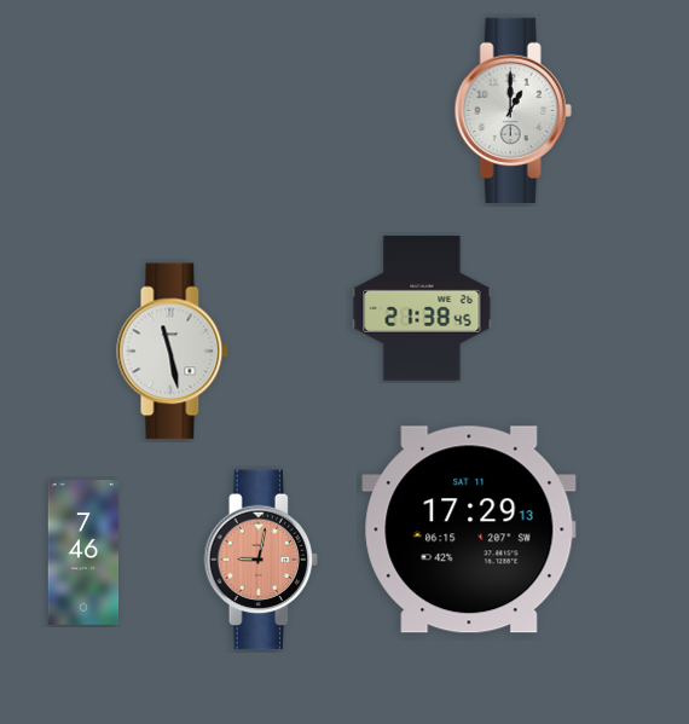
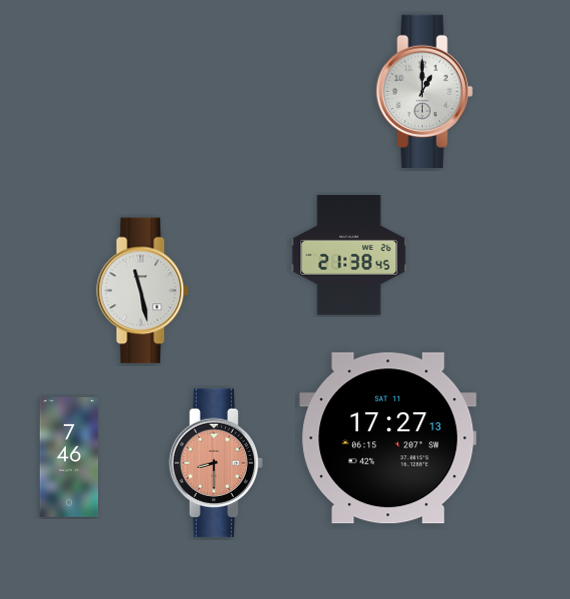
clock at (469, 529): 17:29 -> 17:27
clock at (260, 560): 9:02 -> 8:30
